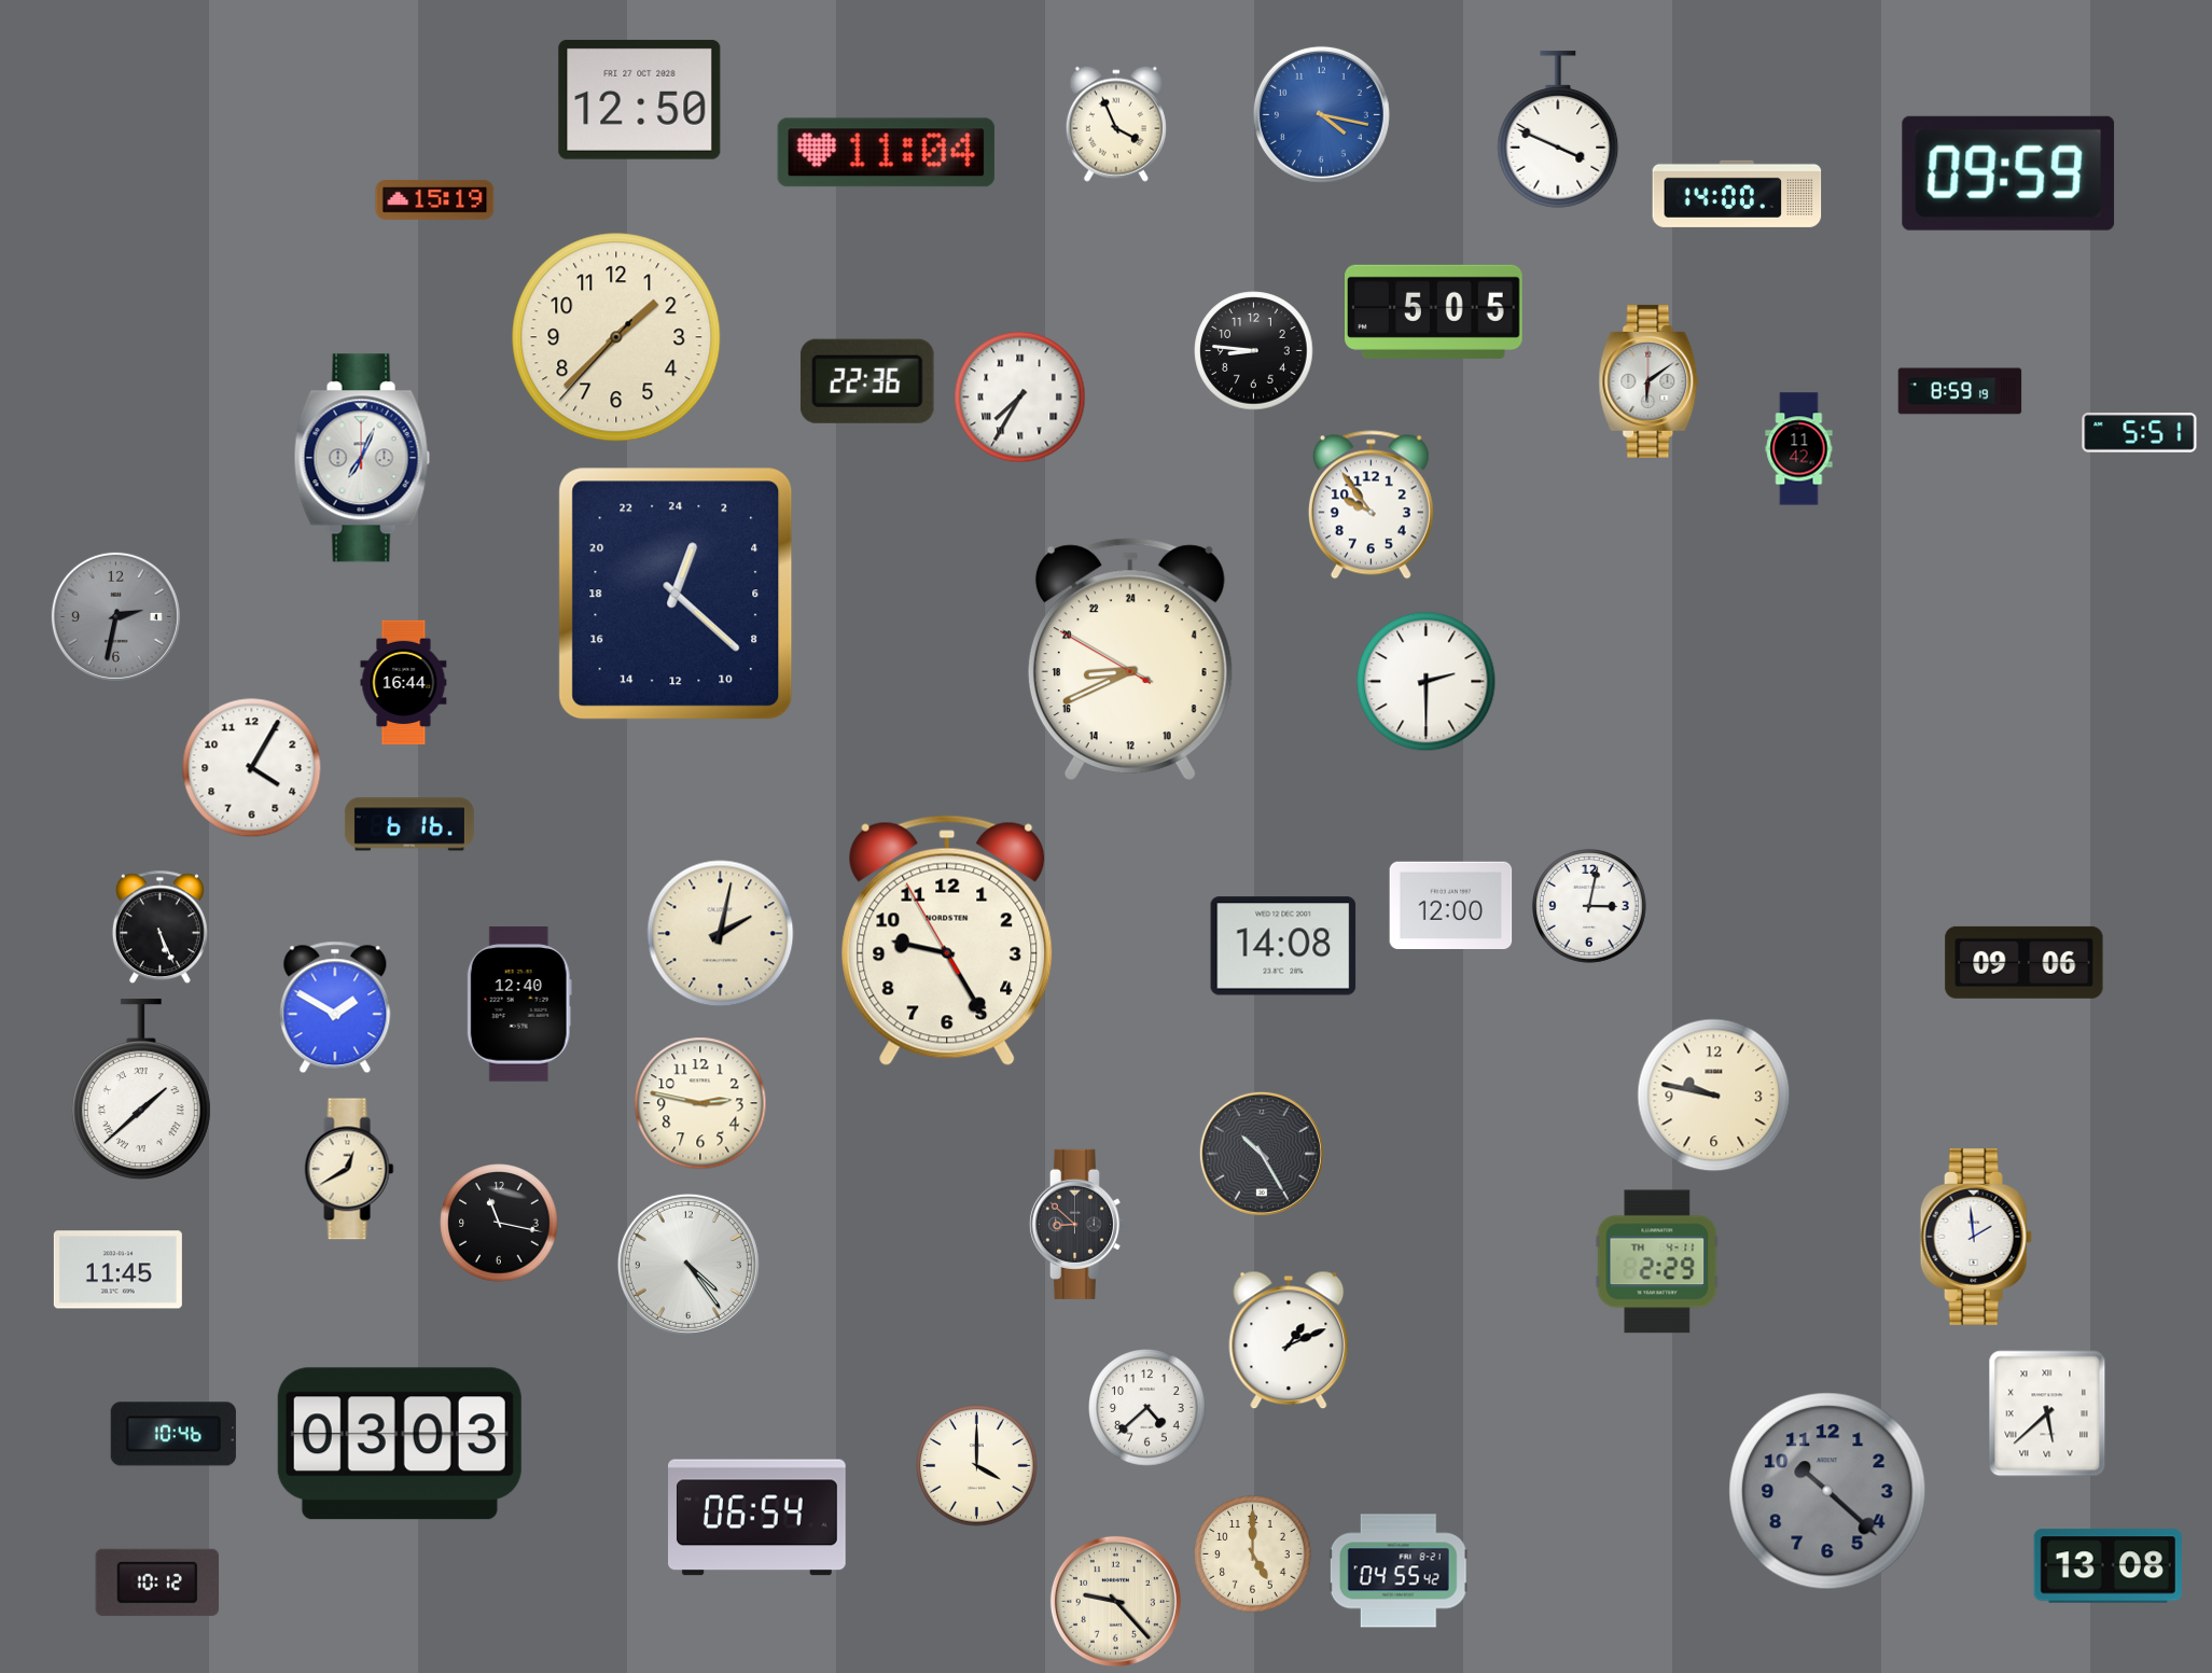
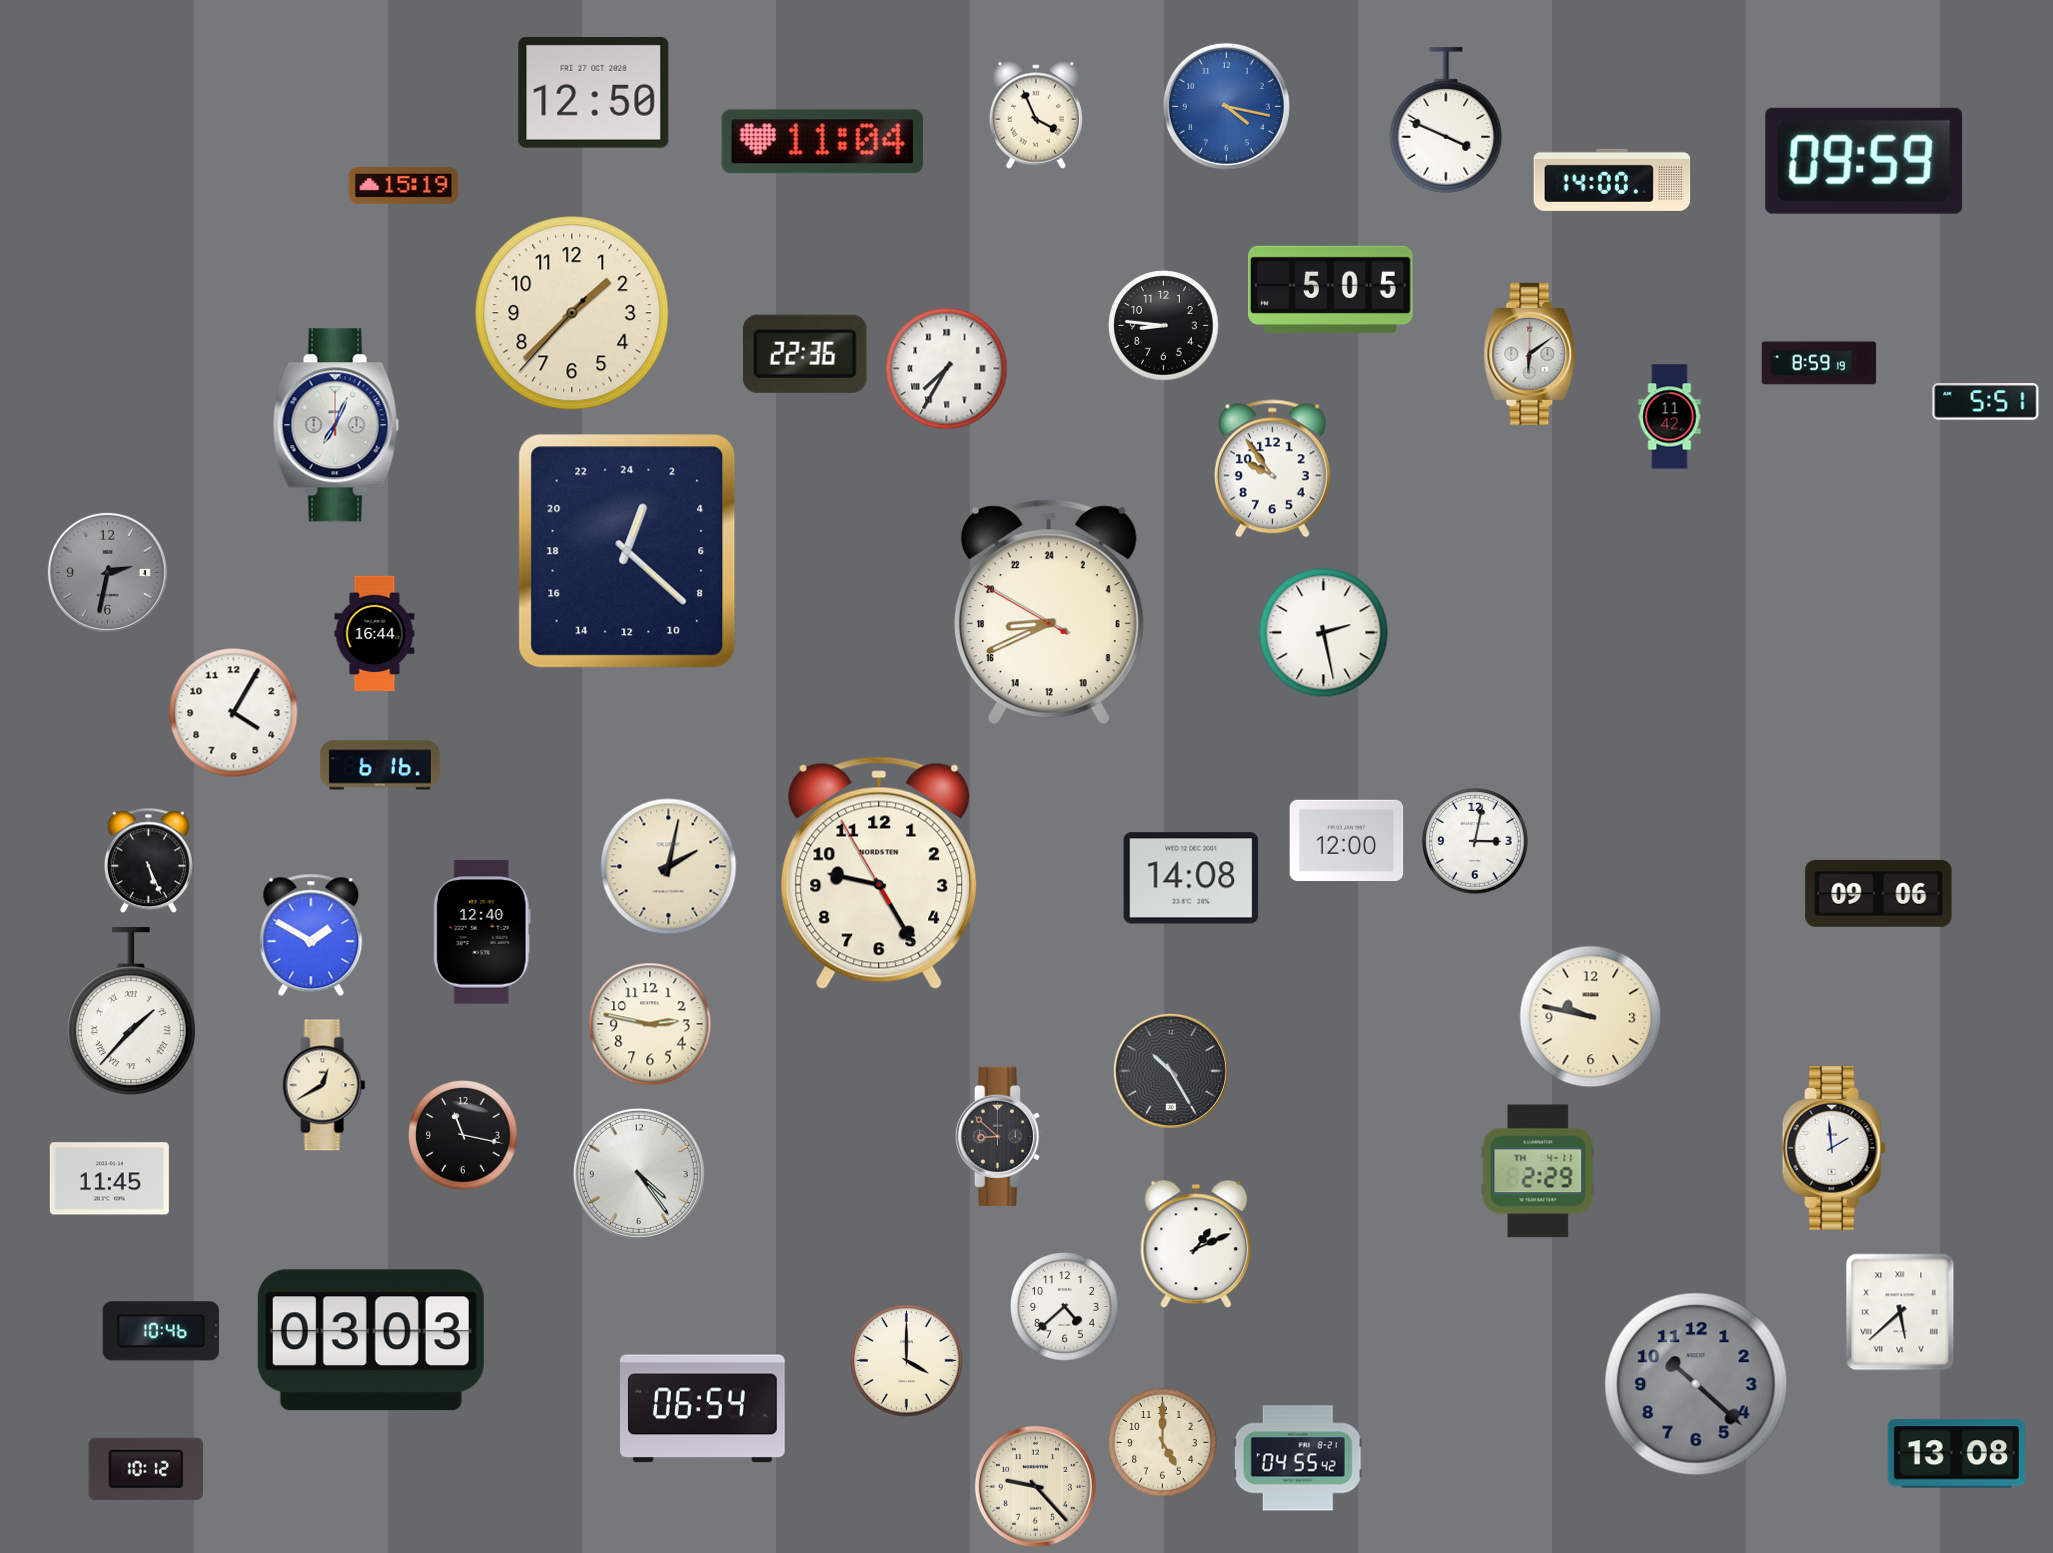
clock at (1427, 682): 2:30 -> 2:28
clock at (141, 1089): 1:38 -> 1:37
